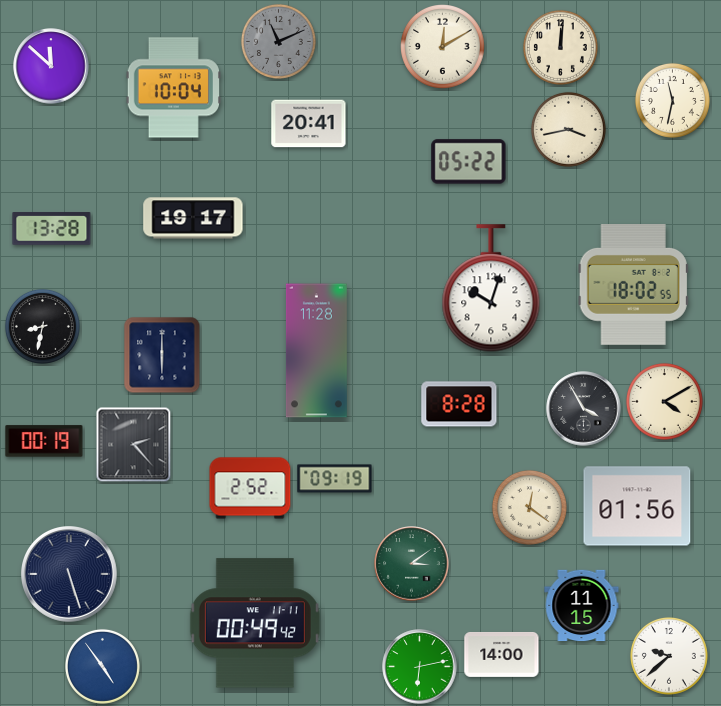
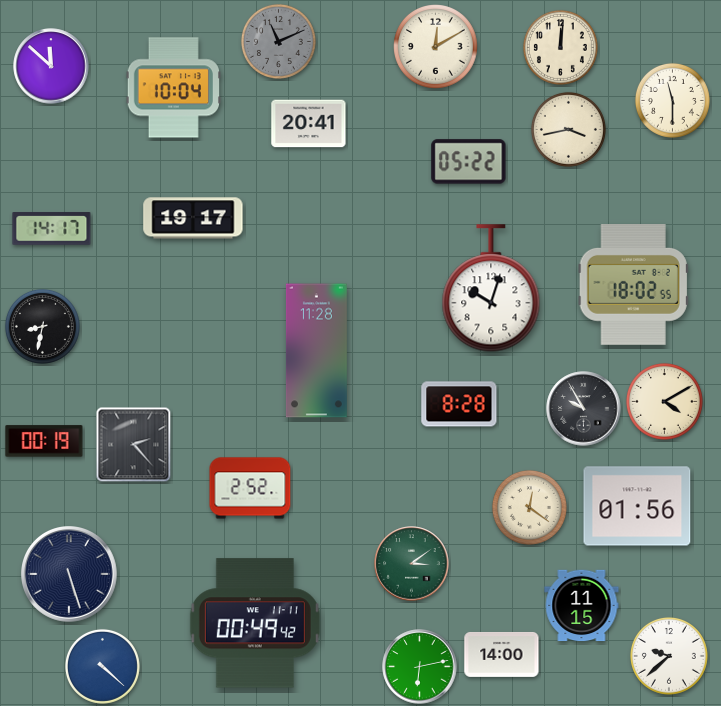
clock at (443, 47) position: (443, 47) -> (436, 47)
clock at (672, 100): 11:32 -> 11:30
clock at (52, 229): 13:28 -> 14:17
clock at (162, 355): 6:00 -> none
clock at (584, 409): 3:55 -> 9:55
clock at (335, 479): 09:19 -> none
clock at (102, 666): 4:54 -> 4:22
